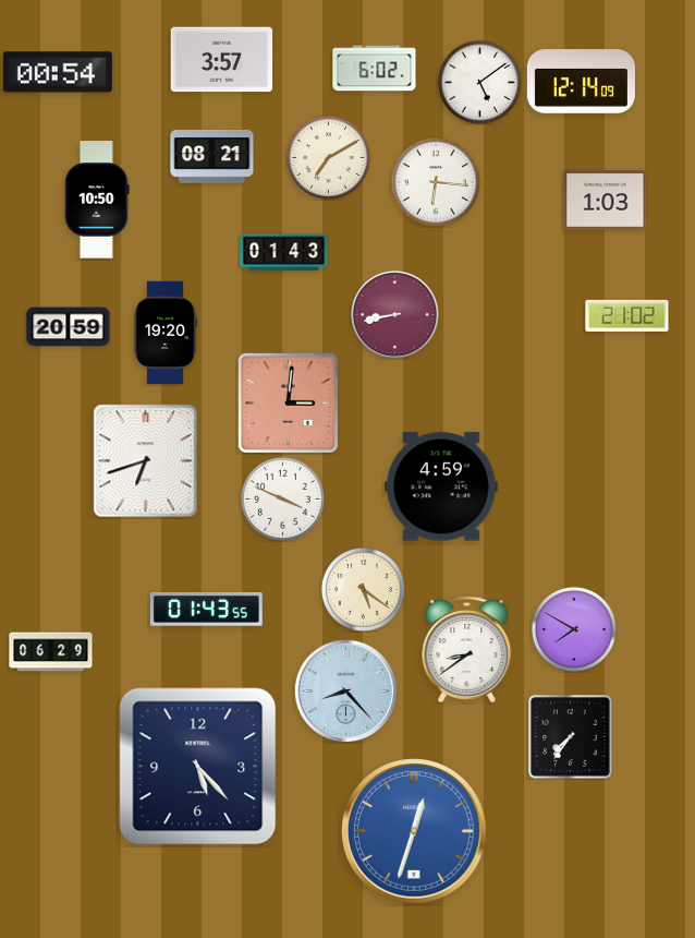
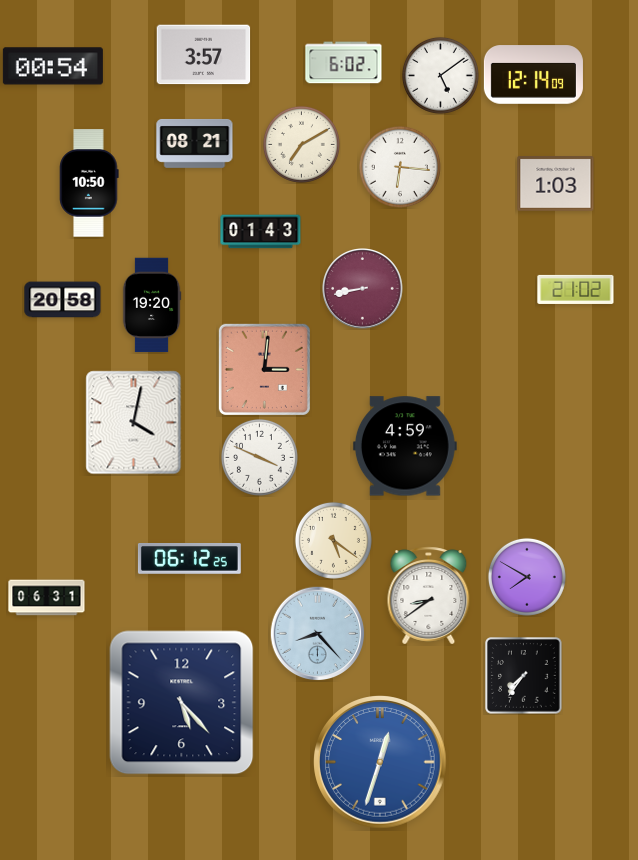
clock at (69, 327): 20:59 -> 20:58
clock at (146, 461): 6:42 -> 4:02
clock at (206, 610): 01:43 -> 06:12
clock at (51, 652): 06:29 -> 06:31
